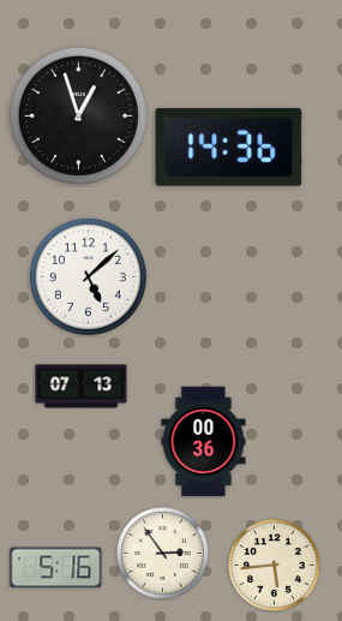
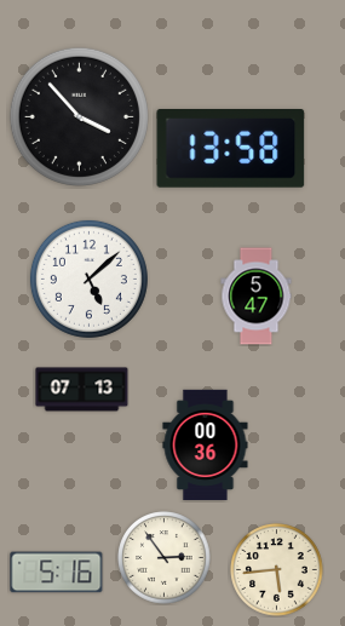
clock at (78, 115): 12:57 -> 3:53
clock at (229, 148): 14:36 -> 13:58
clock at (257, 297): none -> 5:47
